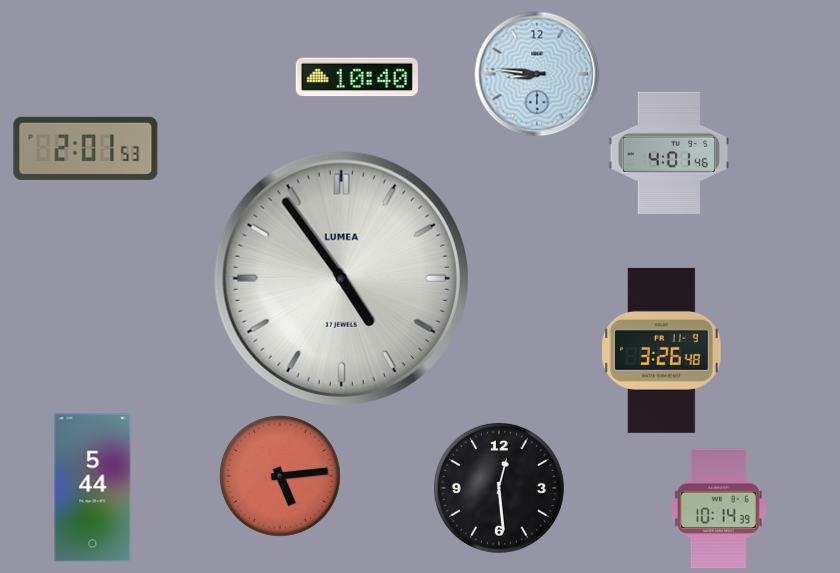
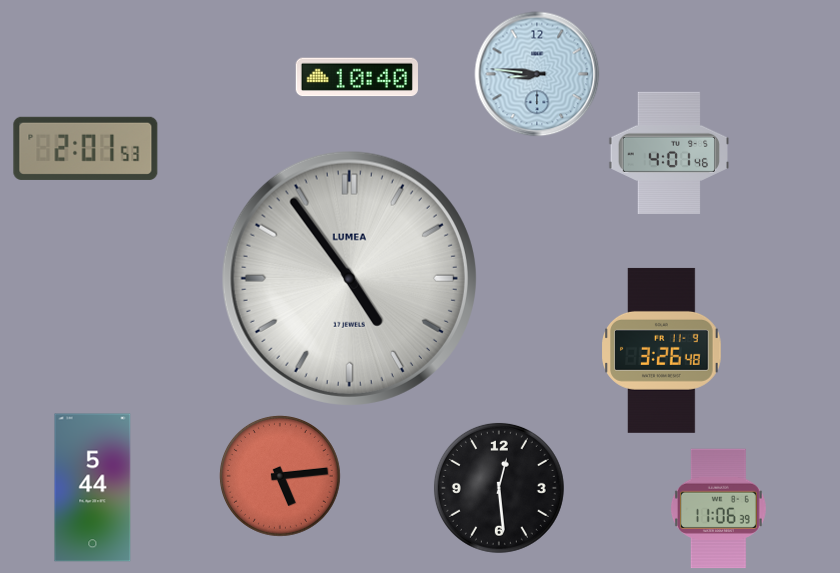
clock at (341, 278) position: (341, 278) -> (349, 278)
clock at (718, 509): 10:14 -> 11:06
